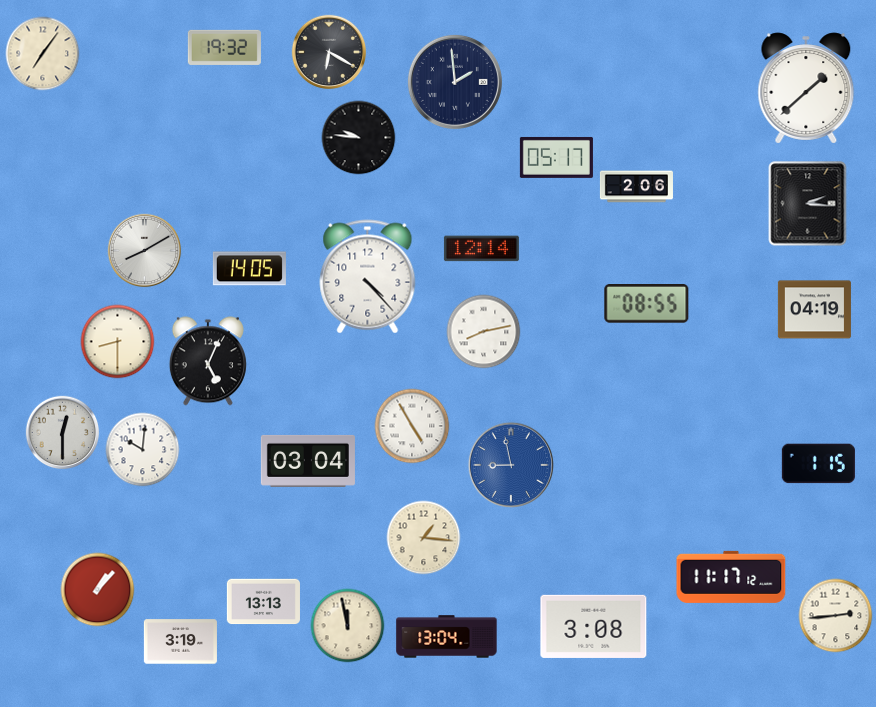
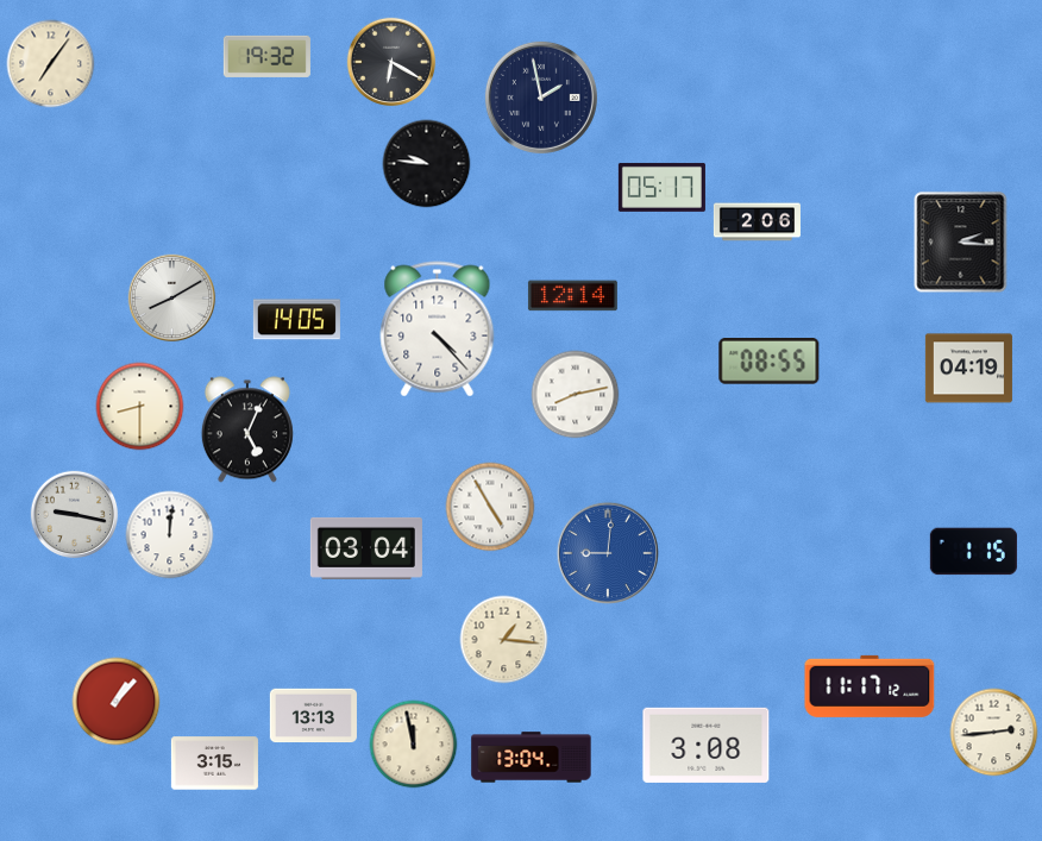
clock at (455, 82): 1:59 -> 1:58
clock at (806, 88): 1:38 -> none
clock at (63, 433): 12:30 -> 9:17
clock at (143, 450): 10:01 -> 12:01
clock at (511, 465): 8:58 -> 9:01
clock at (180, 642): 3:19 -> 3:15
